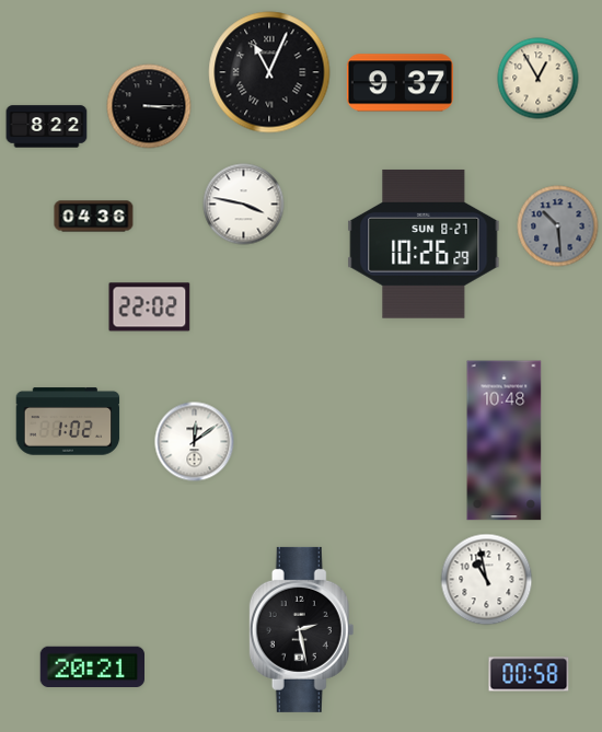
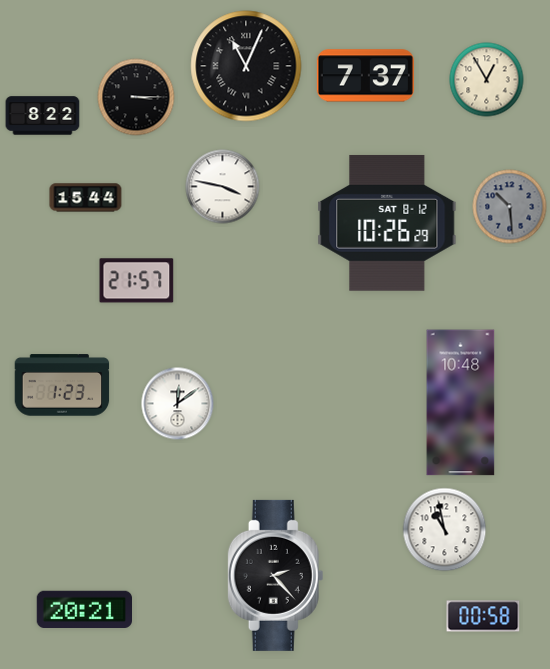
clock at (539, 79) position: (539, 79) -> (487, 80)
clock at (400, 83): 9:37 -> 7:37
clock at (94, 217): 04:36 -> 15:44
clock at (424, 244) date: SUN 8-27 -> SAT 8-12
clock at (150, 307): 22:02 -> 21:57
clock at (68, 421): 1:02 -> 1:23
clock at (302, 629): 2:28 -> 2:23
